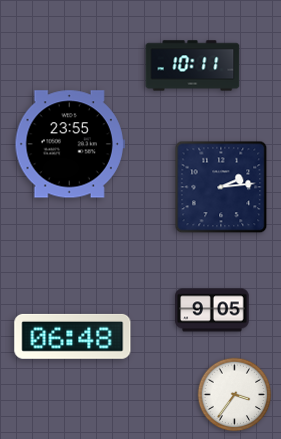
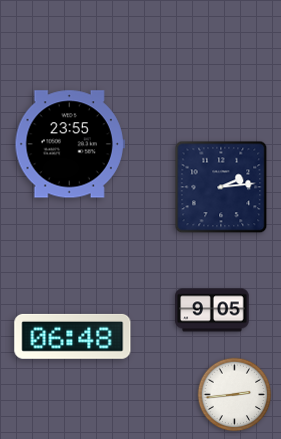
clock at (193, 66): 10:11 -> none
clock at (235, 395): 3:36 -> 2:44
